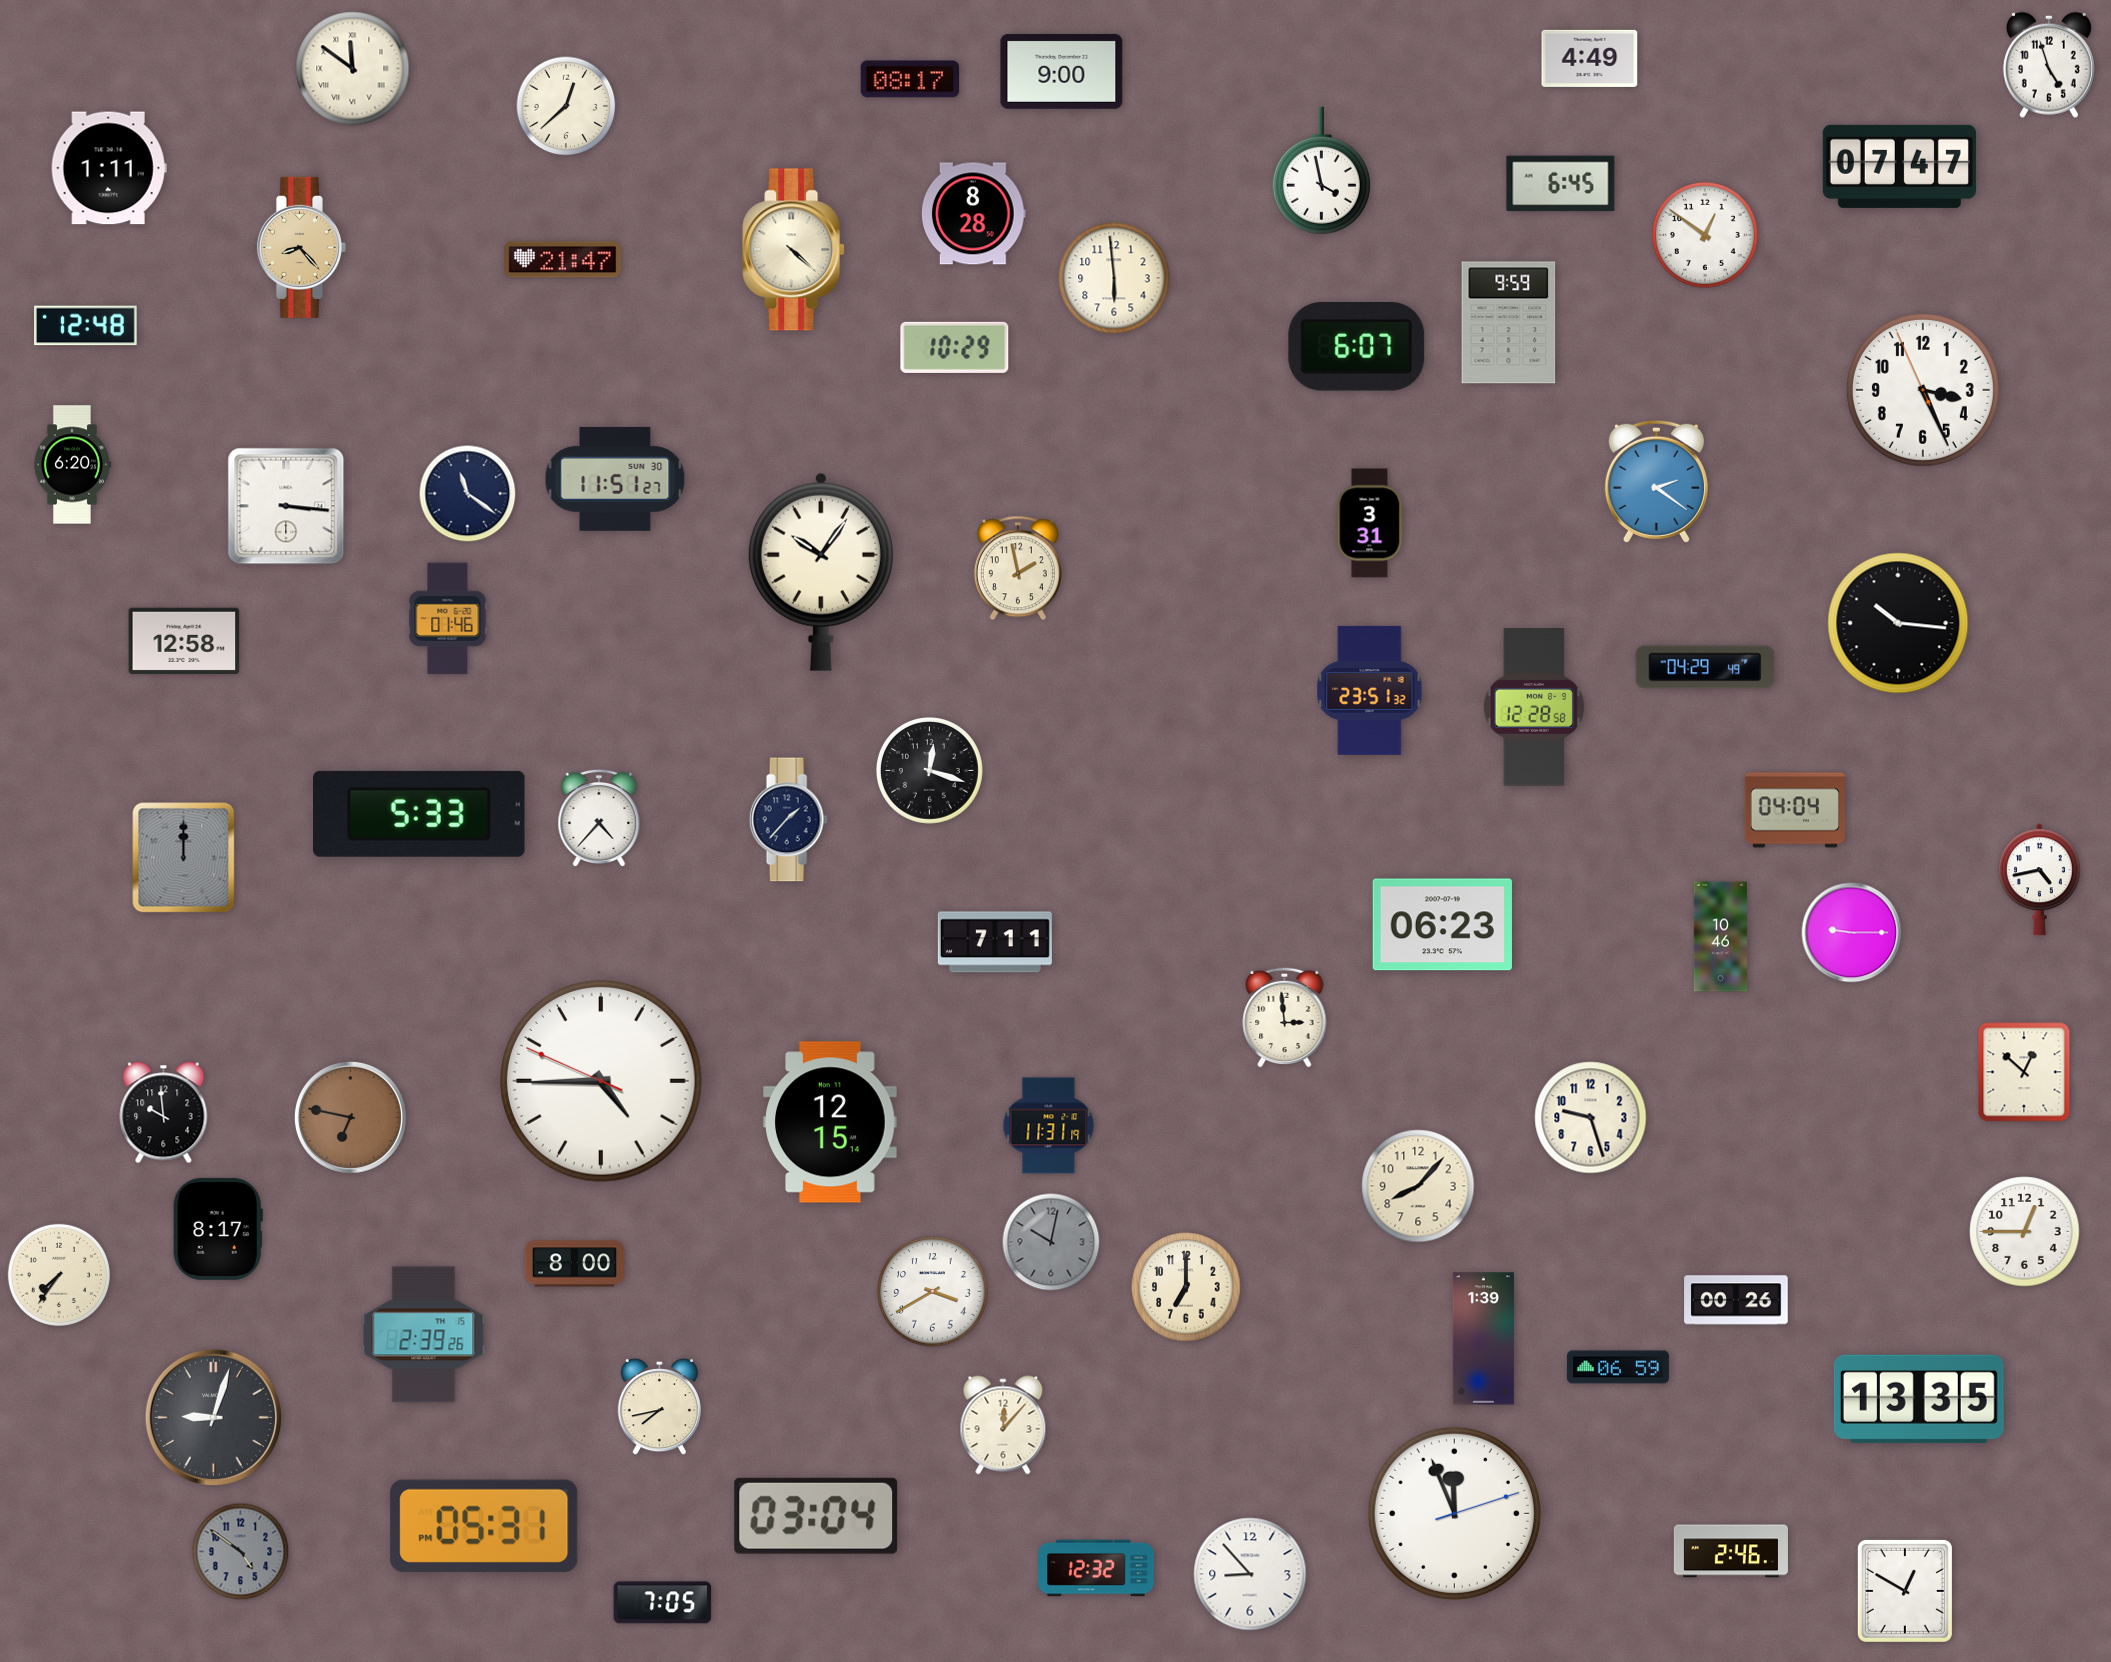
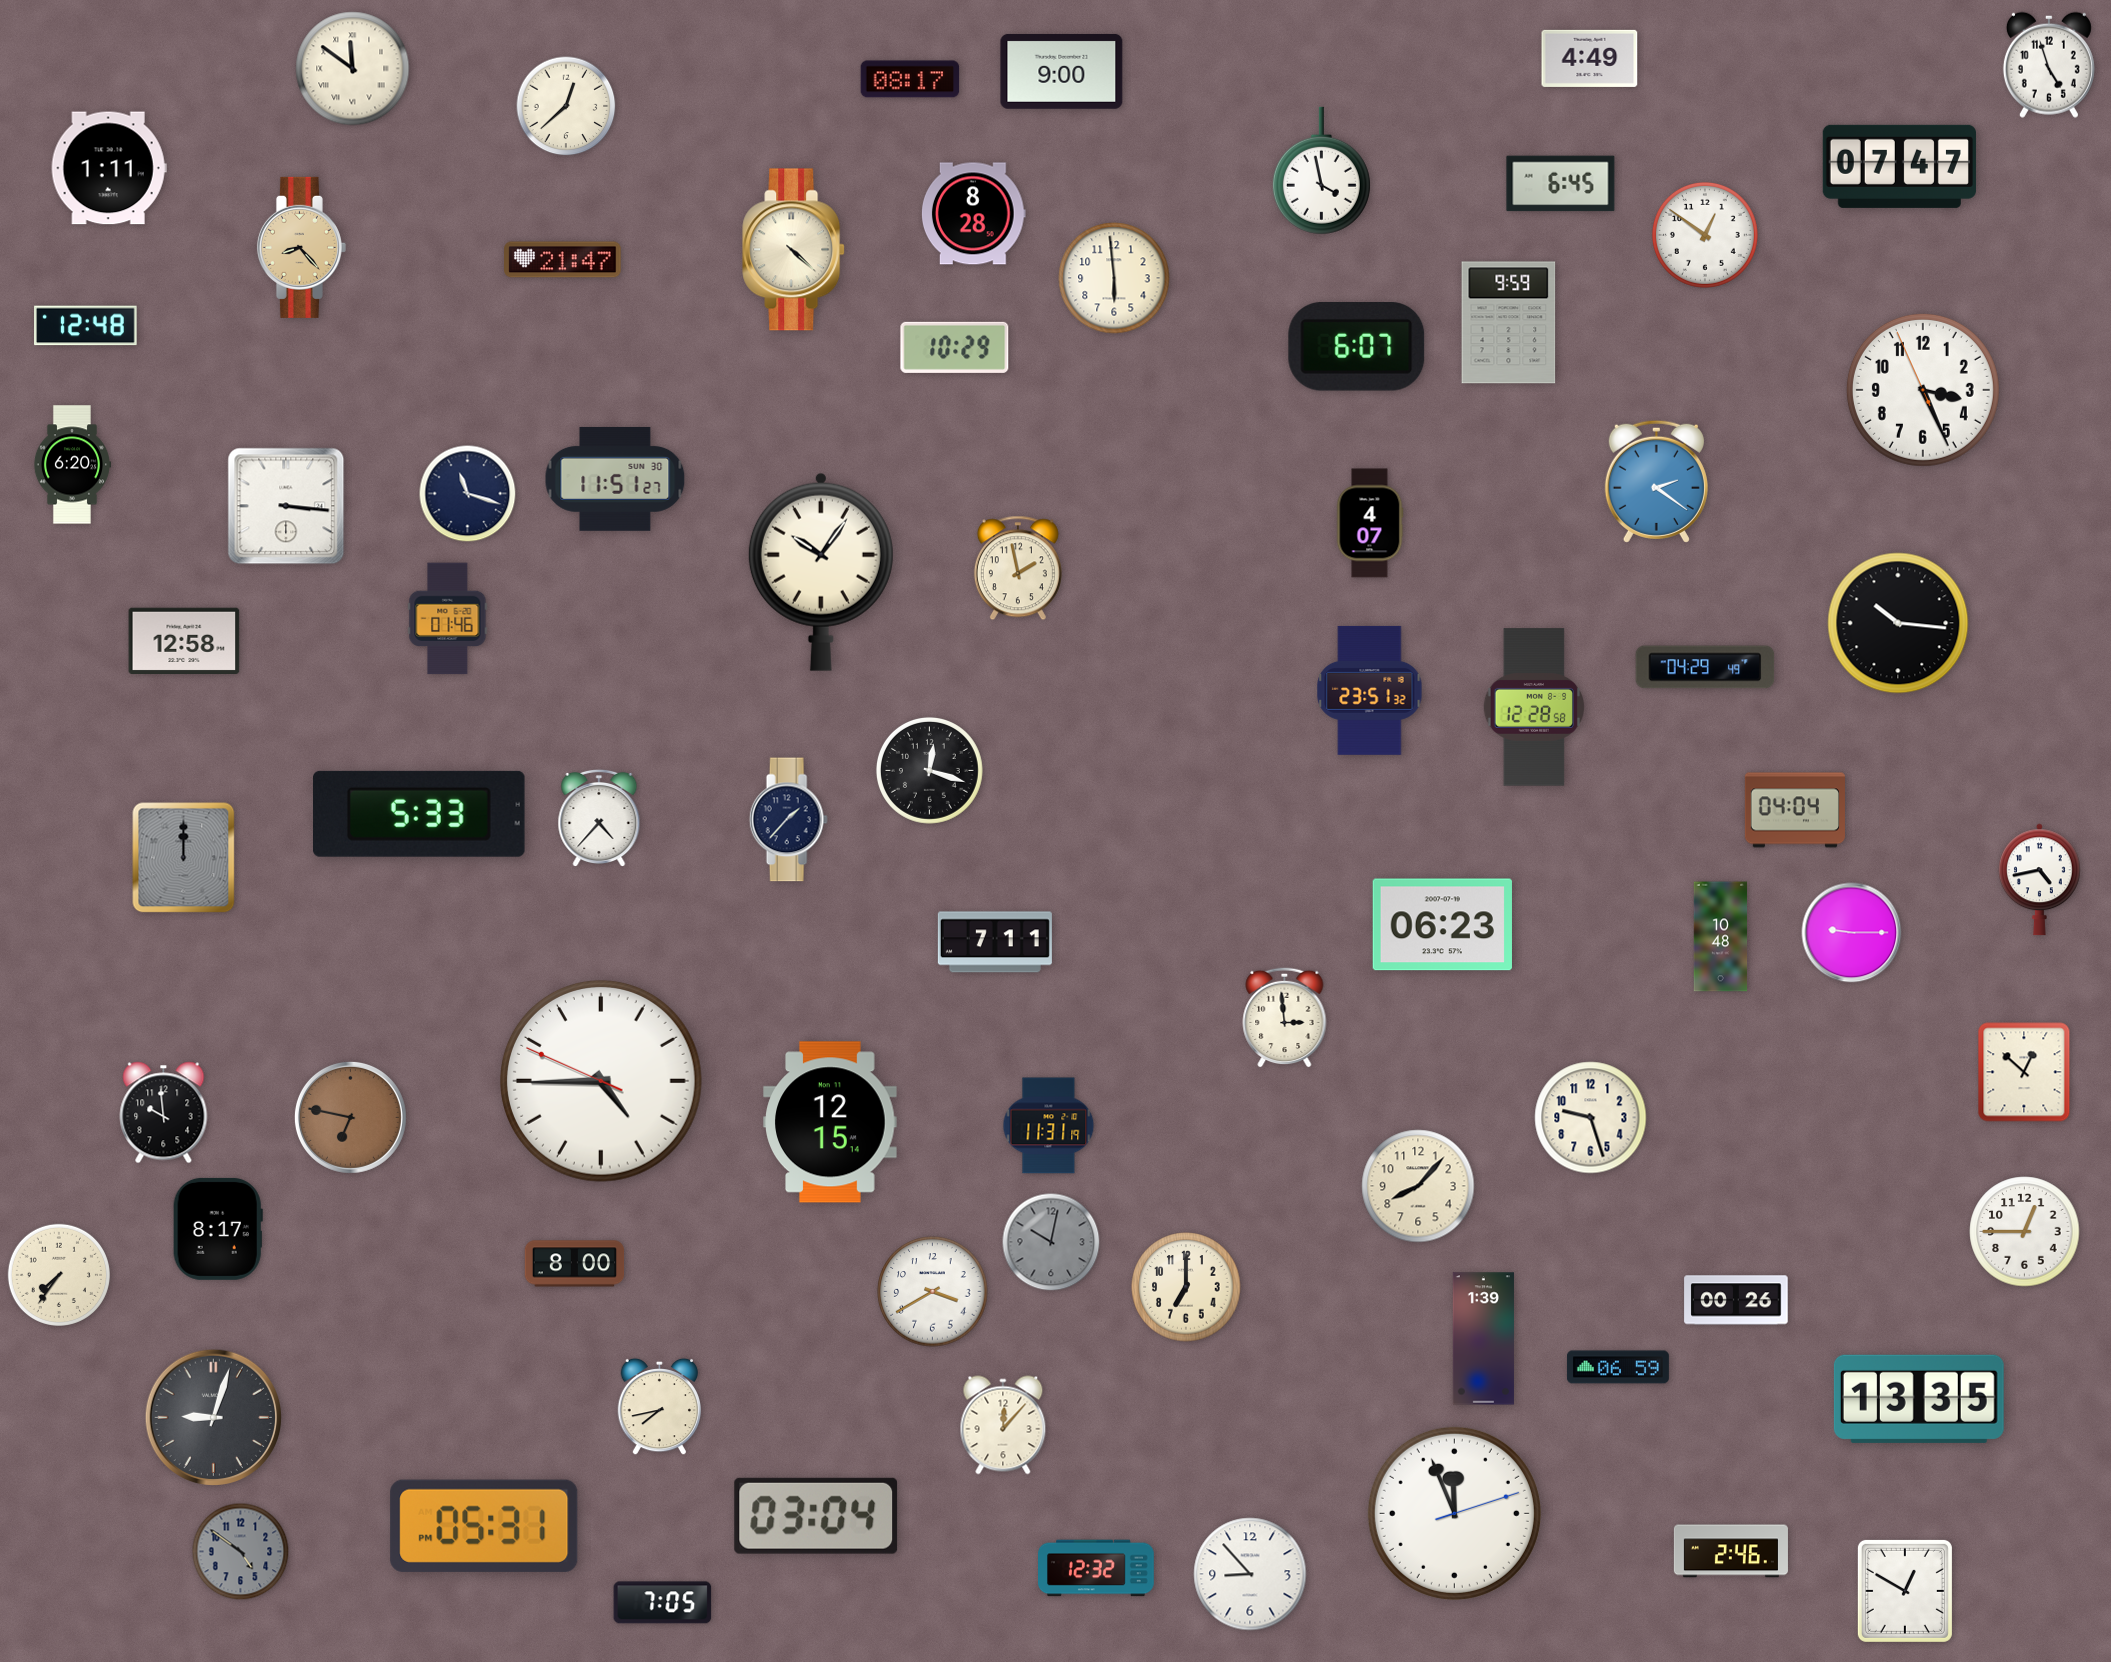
clock at (468, 494): 11:21 -> 11:18
clock at (1370, 523): 3:31 -> 4:07
clock at (1721, 937): 10:46 -> 10:48
clock at (424, 1335): 2:39 -> none
